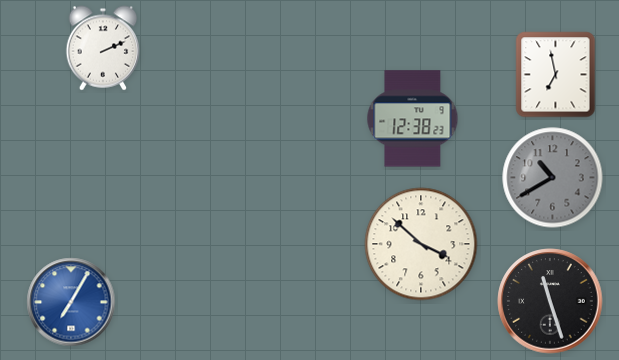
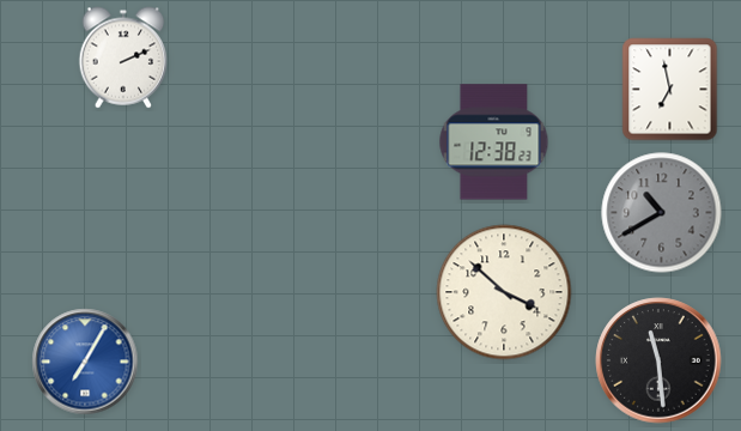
clock at (556, 75) position: (556, 75) -> (670, 90)
clock at (550, 301): 11:27 -> 11:29
